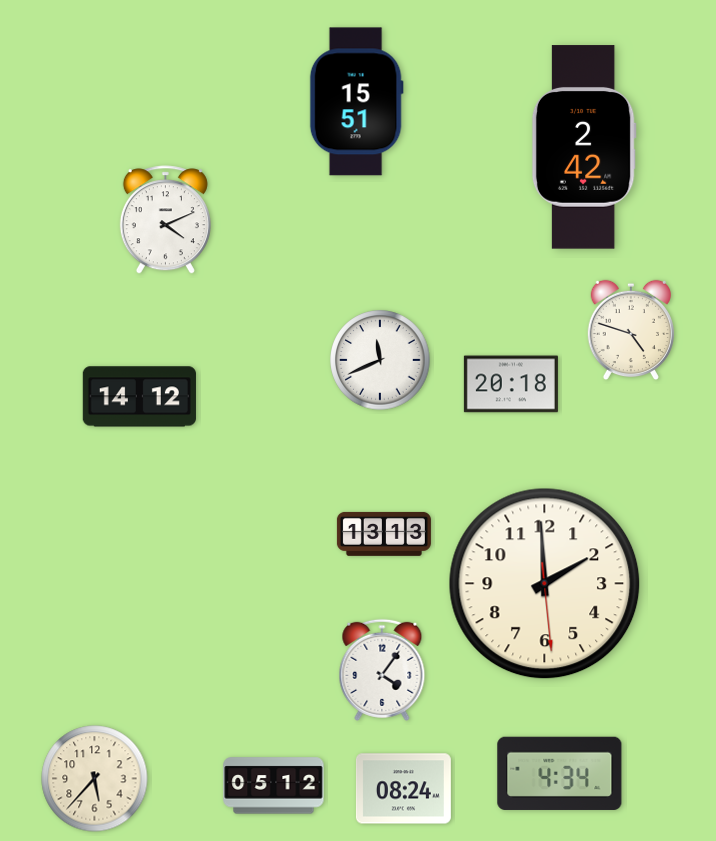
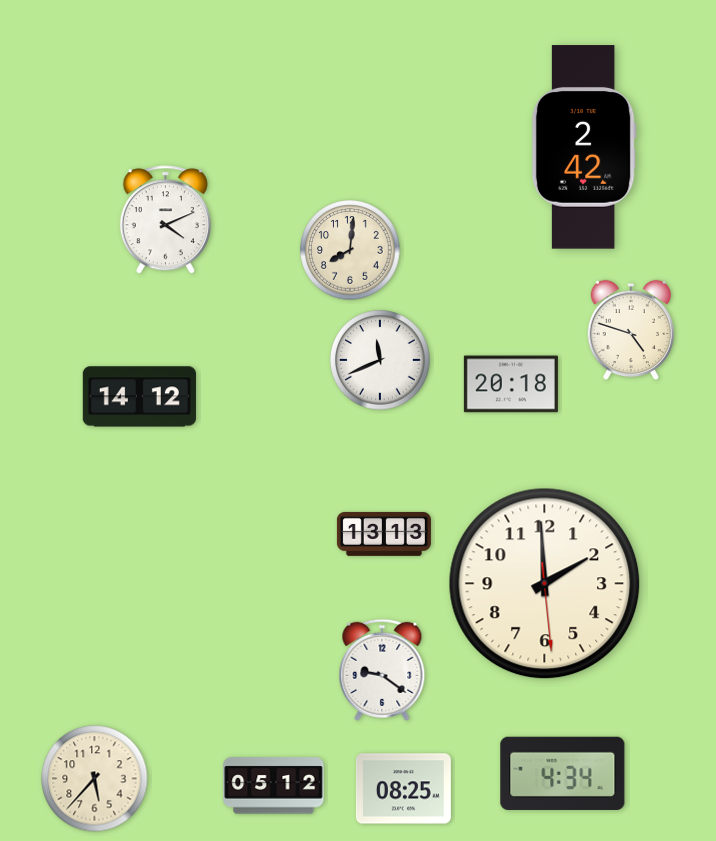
clock at (356, 102): 15:51 -> none
clock at (350, 250): none -> 8:01
clock at (382, 670): 4:06 -> 9:21
clock at (560, 773) position: (560, 773) -> (563, 773)
clock at (403, 789): 08:24 -> 08:25
